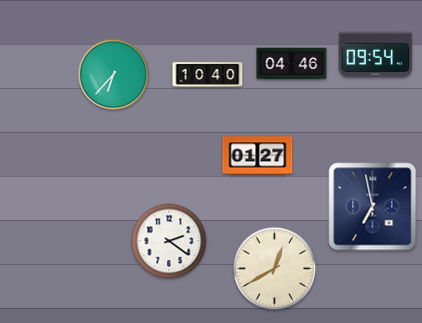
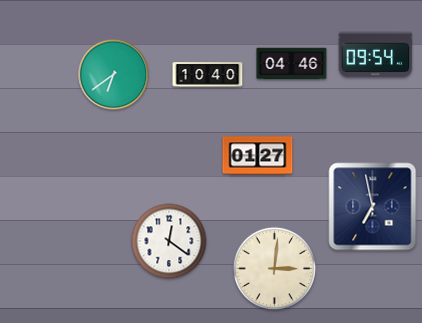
clock at (114, 75): 6:37 -> 6:39
clock at (169, 241): 2:21 -> 12:21
clock at (274, 268): 12:40 -> 3:01
